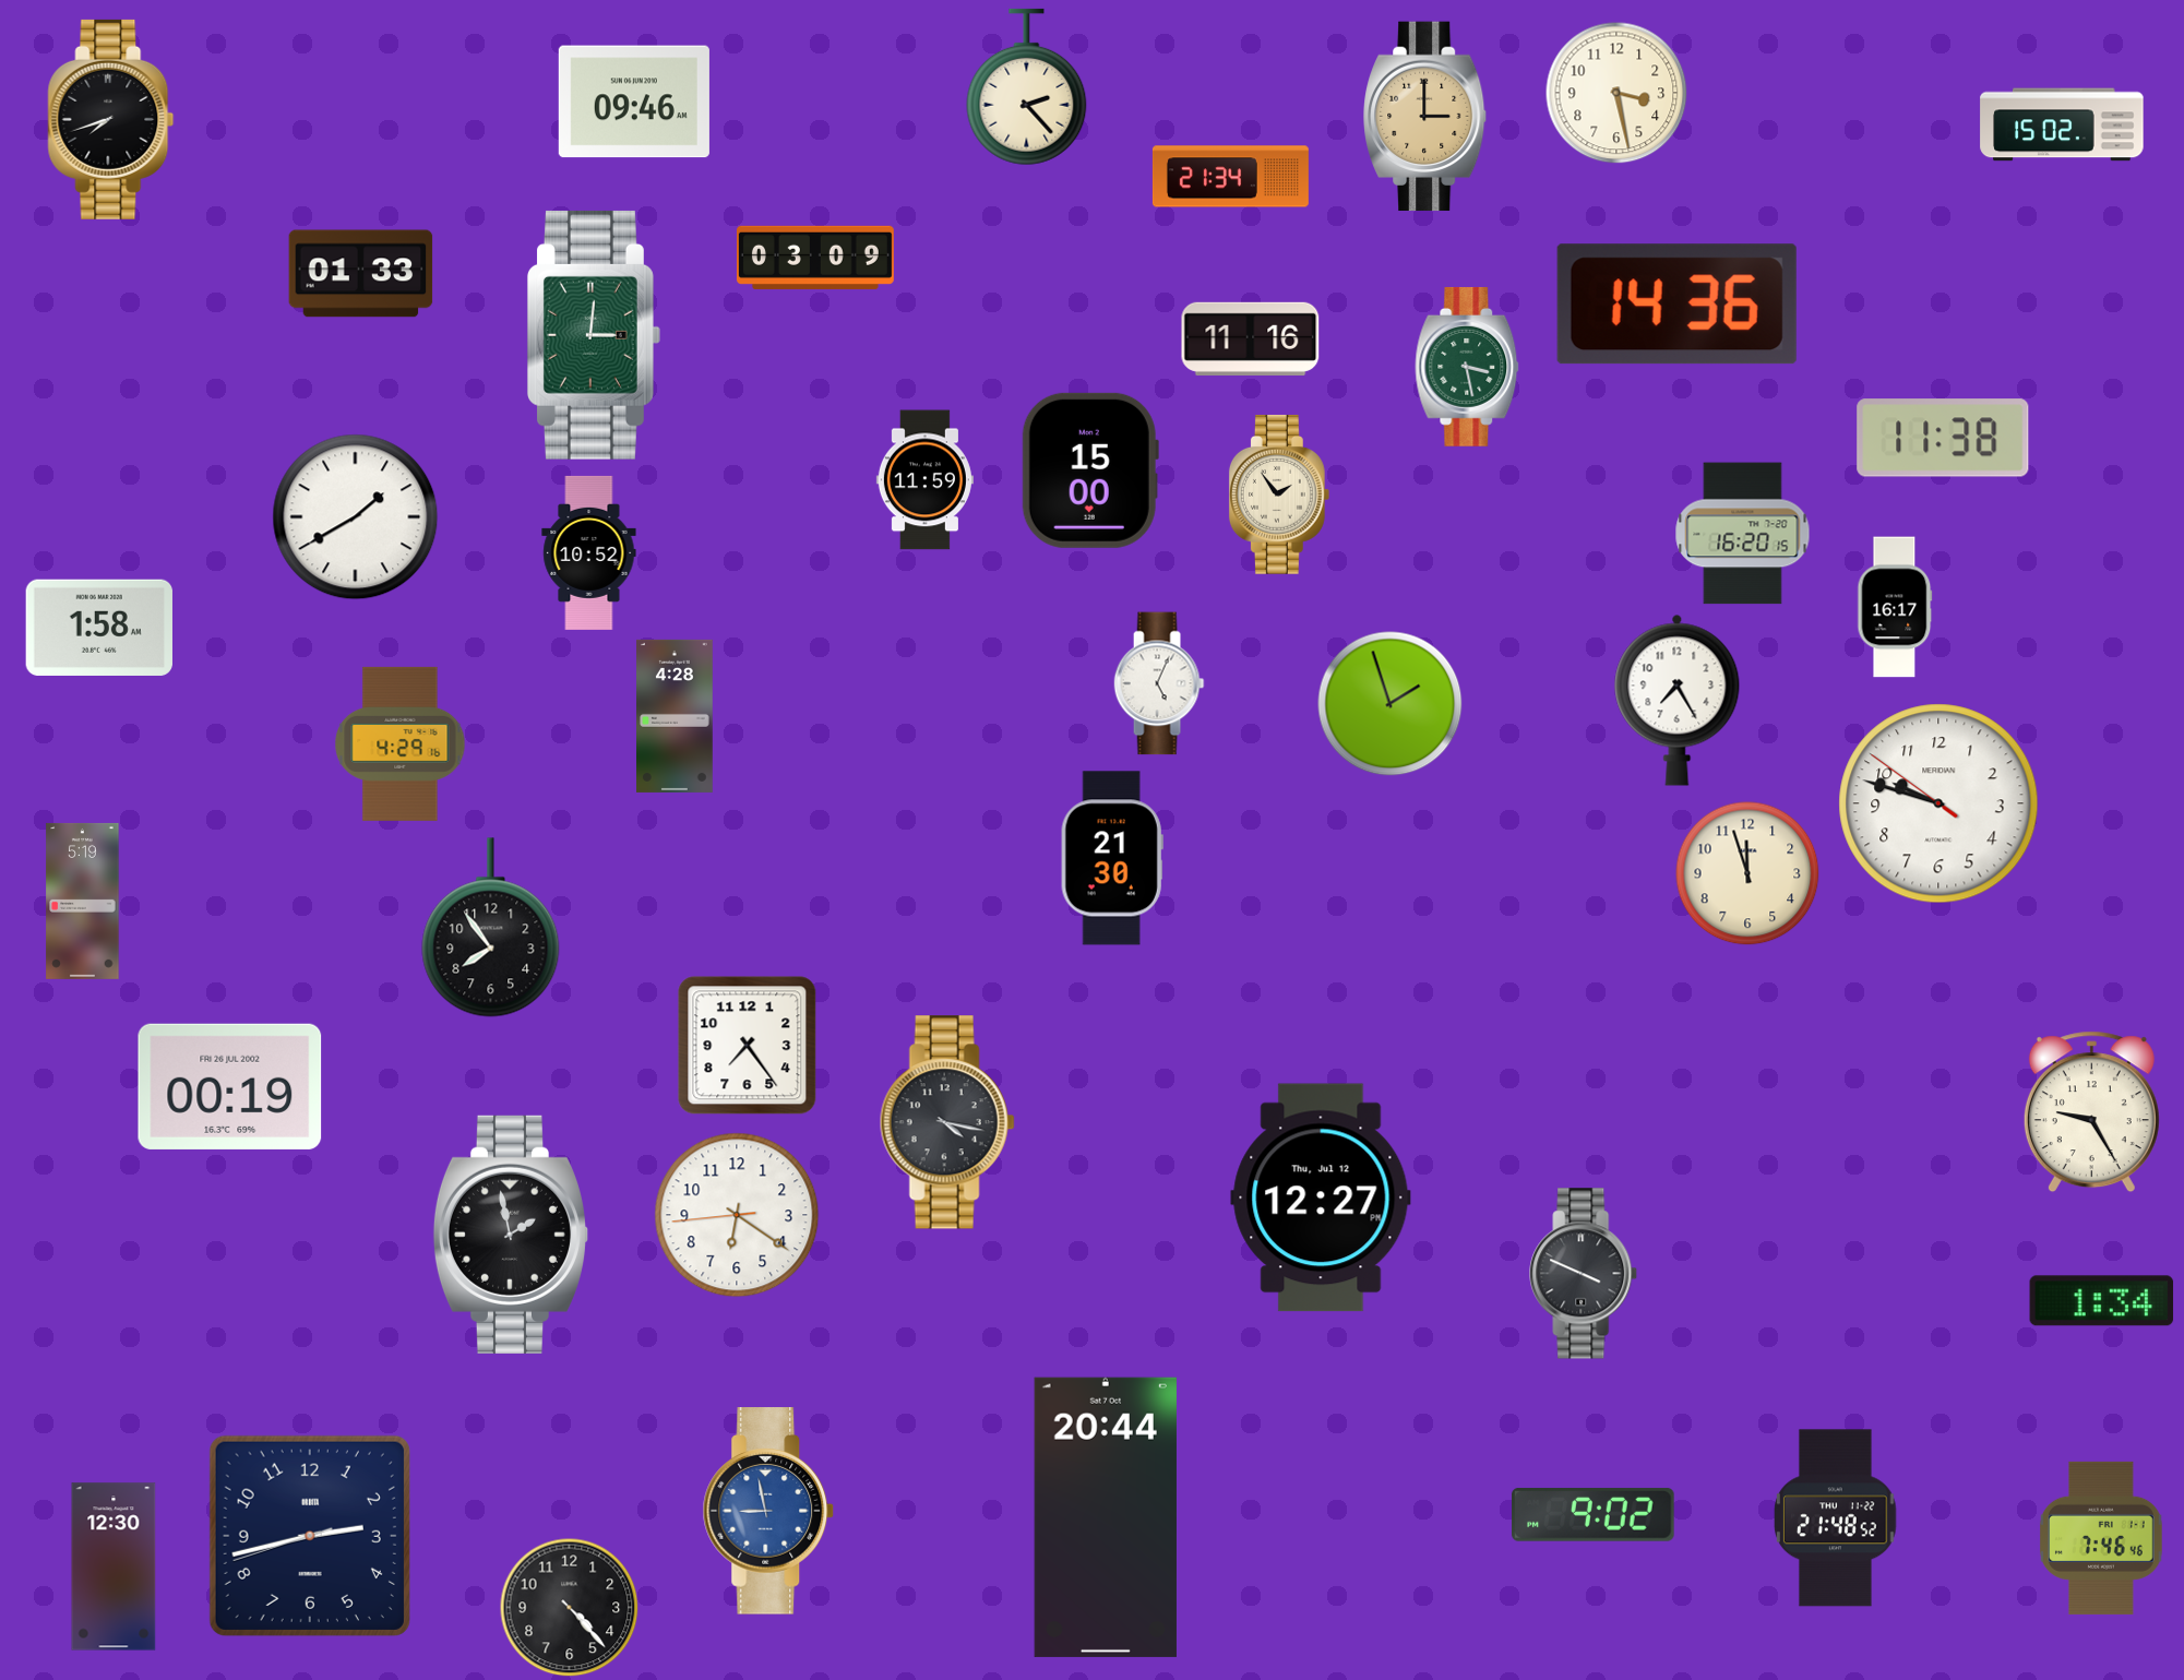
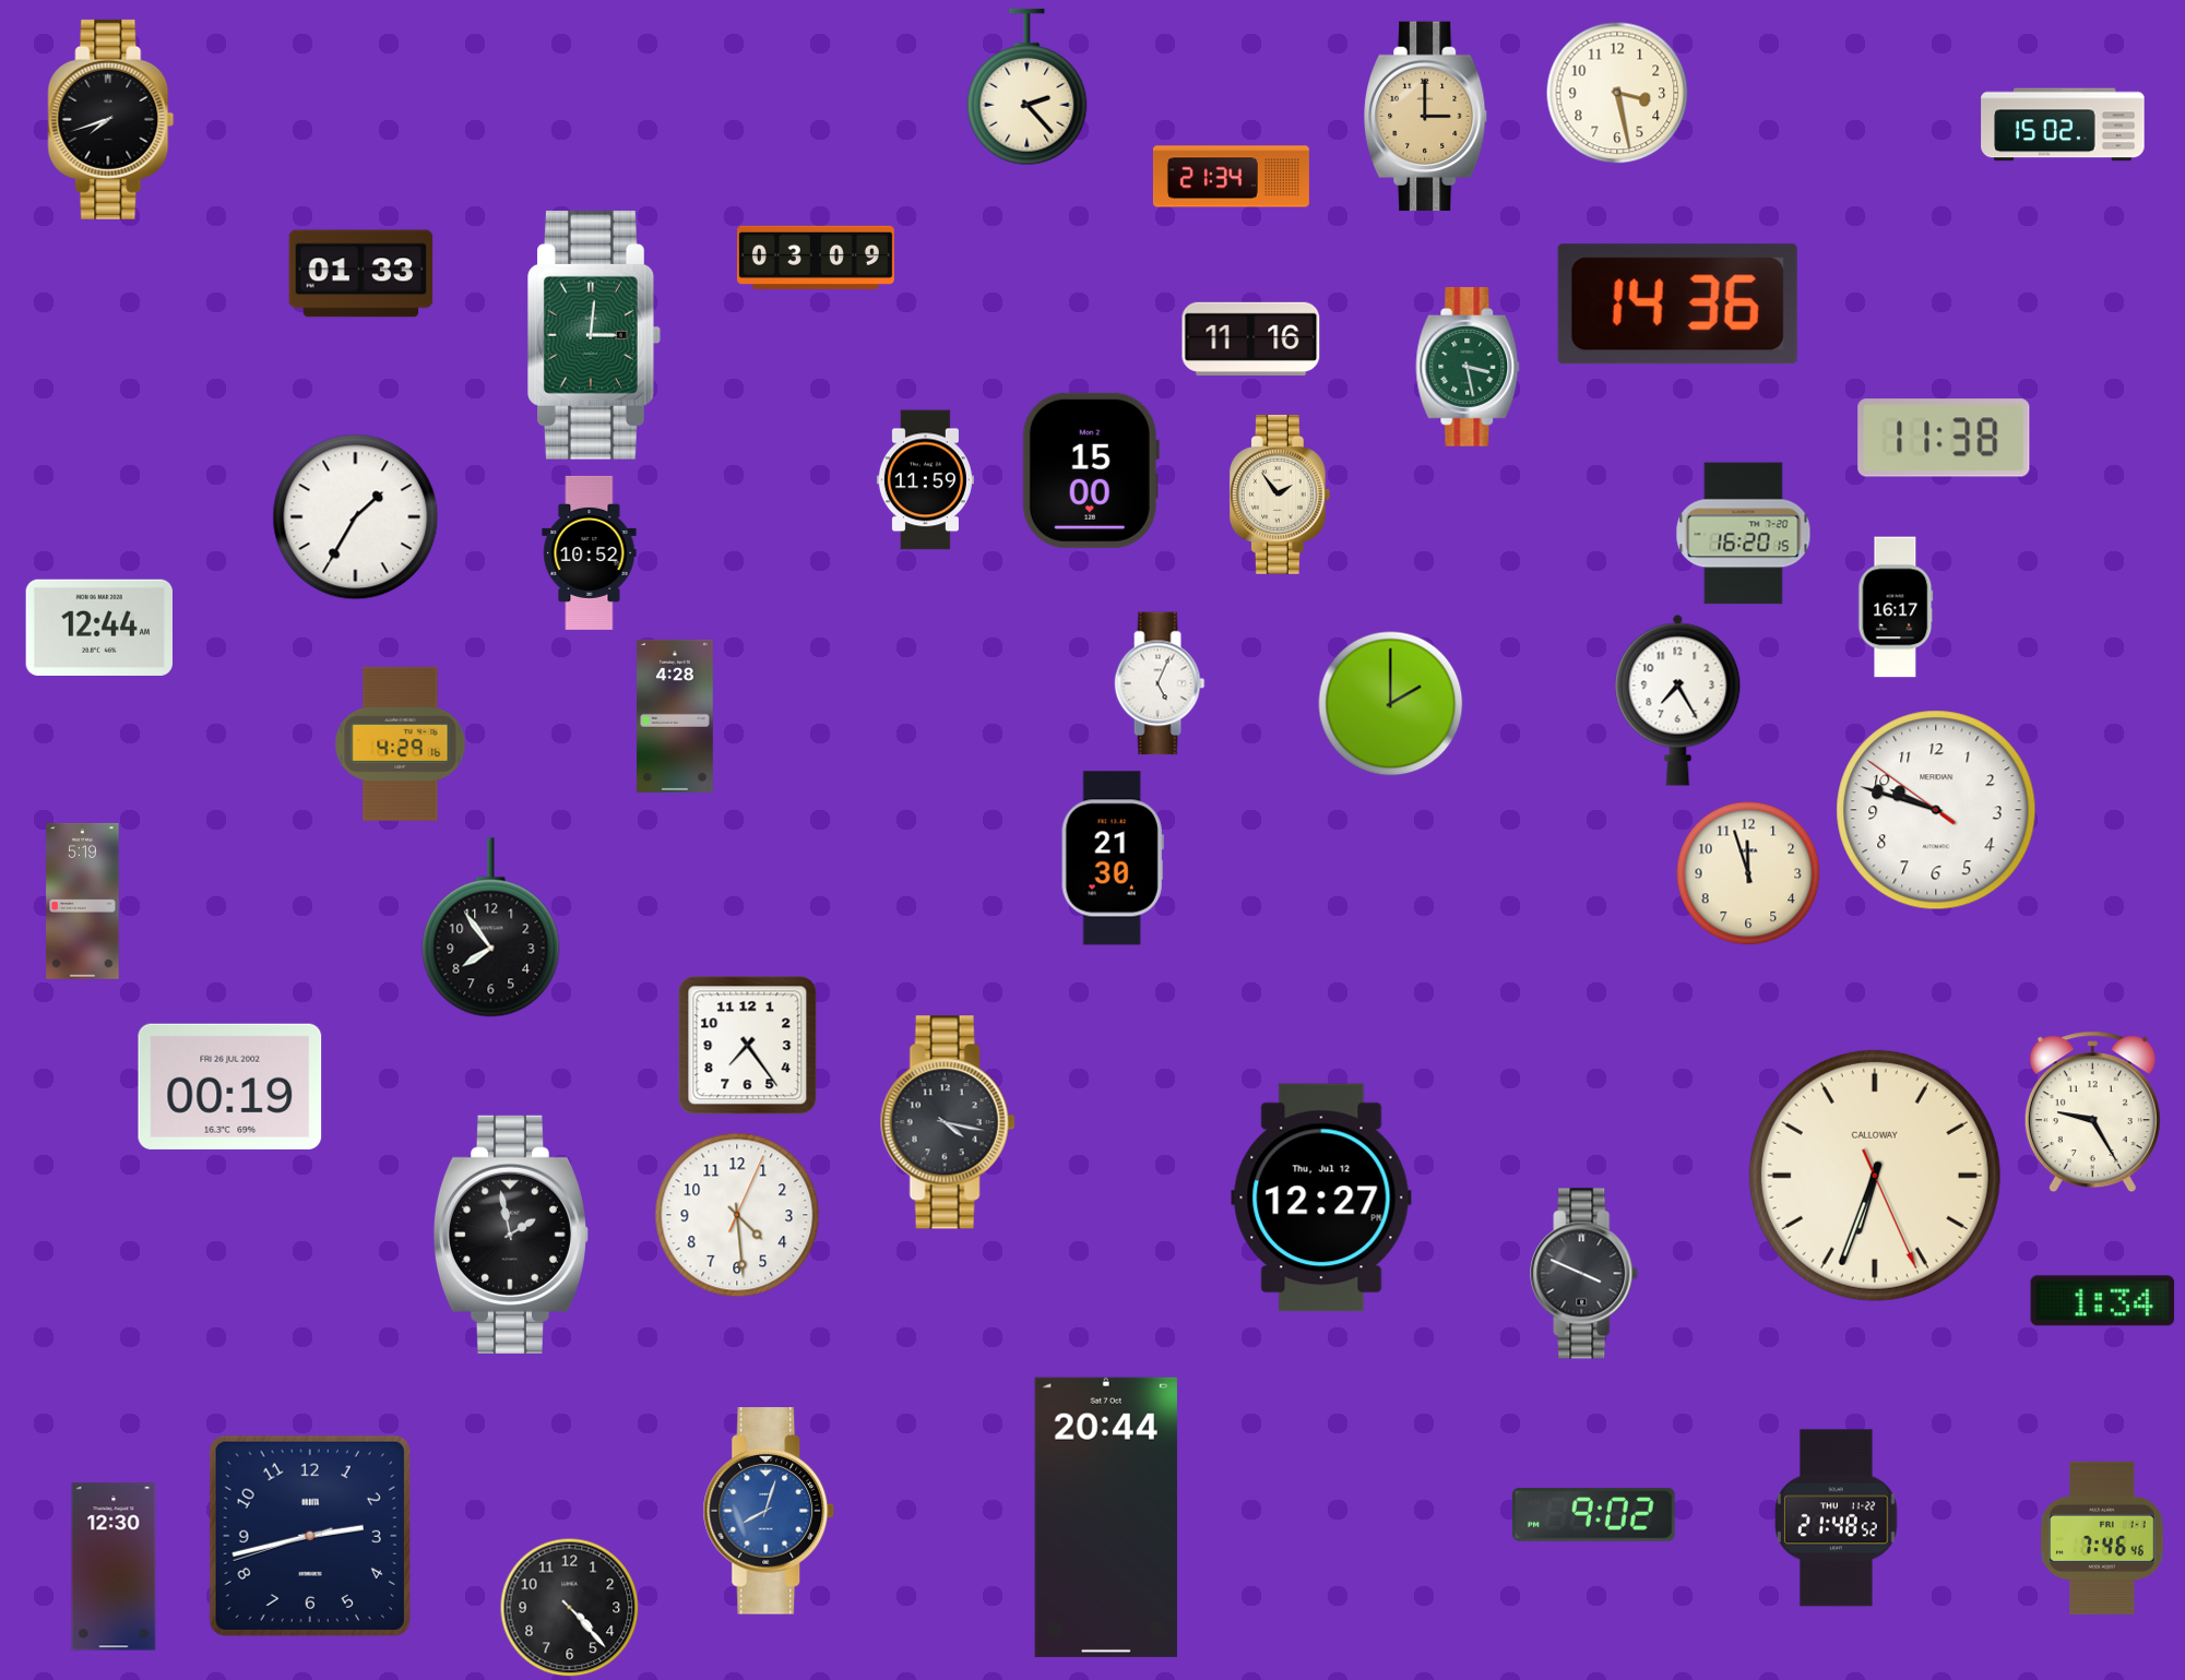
clock at (634, 102): 09:46 -> none
clock at (356, 517): 1:40 -> 1:35
clock at (98, 628): 1:58 -> 12:44
clock at (1391, 704): 1:57 -> 2:00
clock at (1938, 803) position: (1938, 803) -> (1936, 810)
clock at (1875, 1176): none -> 6:33
clock at (737, 1215): 6:20 -> 4:29
clock at (768, 1511): 8:58 -> 8:03
